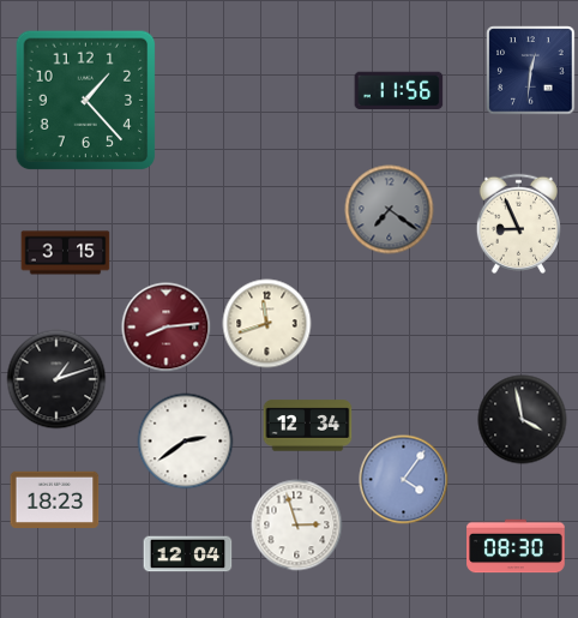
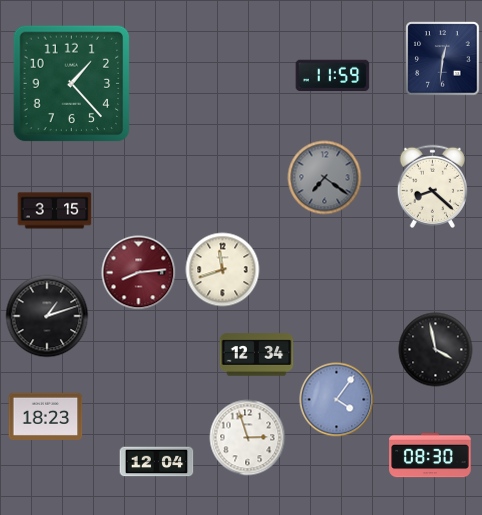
clock at (399, 91): 11:56 -> 11:59
clock at (390, 210) position: (390, 210) -> (325, 178)
clock at (518, 223): 8:56 -> 8:22
clock at (186, 442): 2:39 -> none
